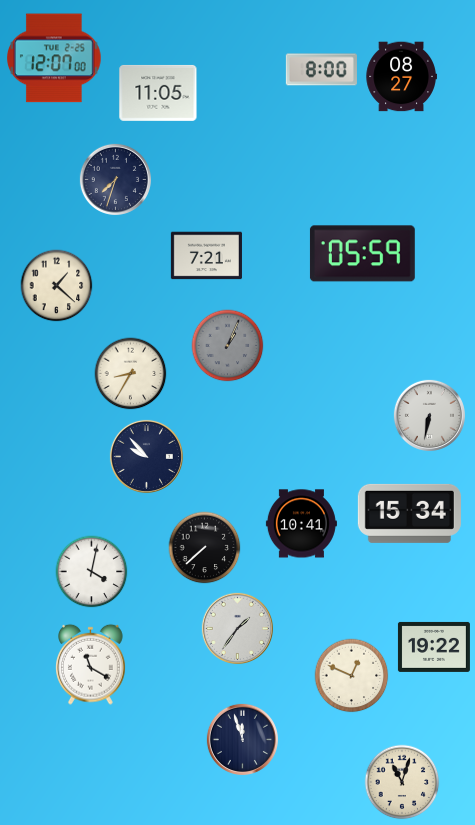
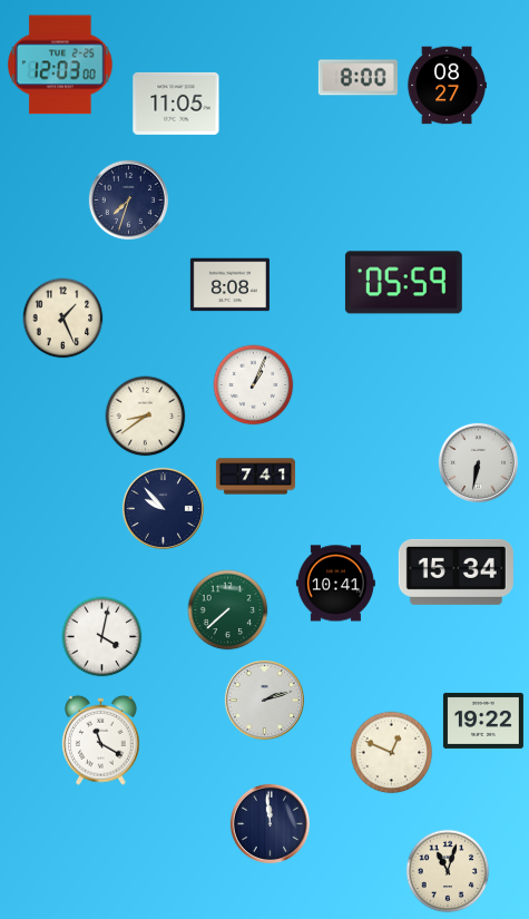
clock at (55, 58): 12:07 -> 12:03
clock at (206, 256): 7:21 -> 8:08
clock at (57, 286): 1:22 -> 1:26
clock at (228, 346) dial: grey -> white
clock at (131, 374): 8:35 -> 8:39
clock at (255, 477): none -> 7:41
clock at (205, 548) dial: black -> green
clock at (237, 628): 1:36 -> 2:12
clock at (242, 739): 11:57 -> 11:59
